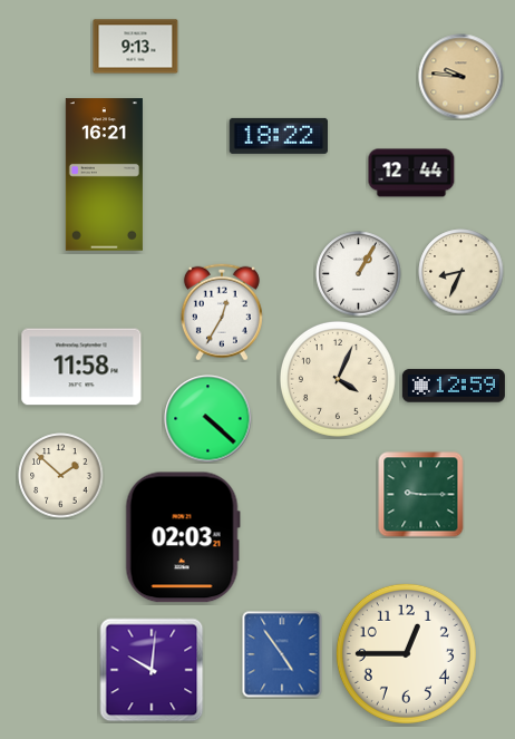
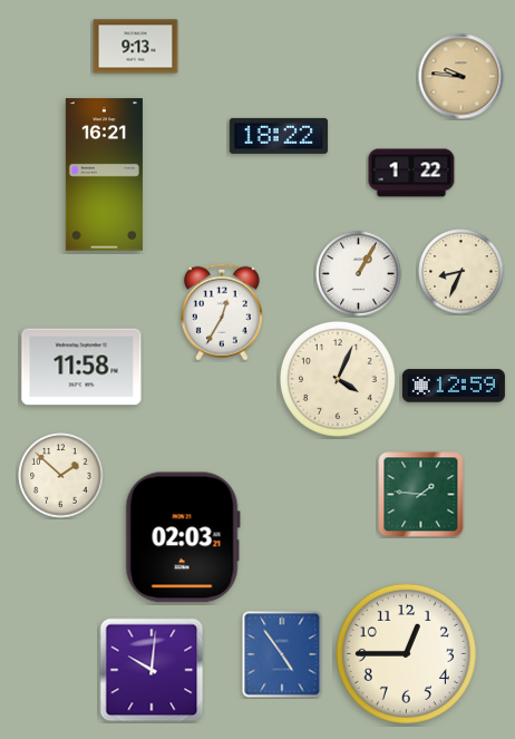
clock at (411, 173): 12:44 -> 1:22
clock at (208, 419): 4:22 -> none
clock at (421, 495): 9:15 -> 1:46
